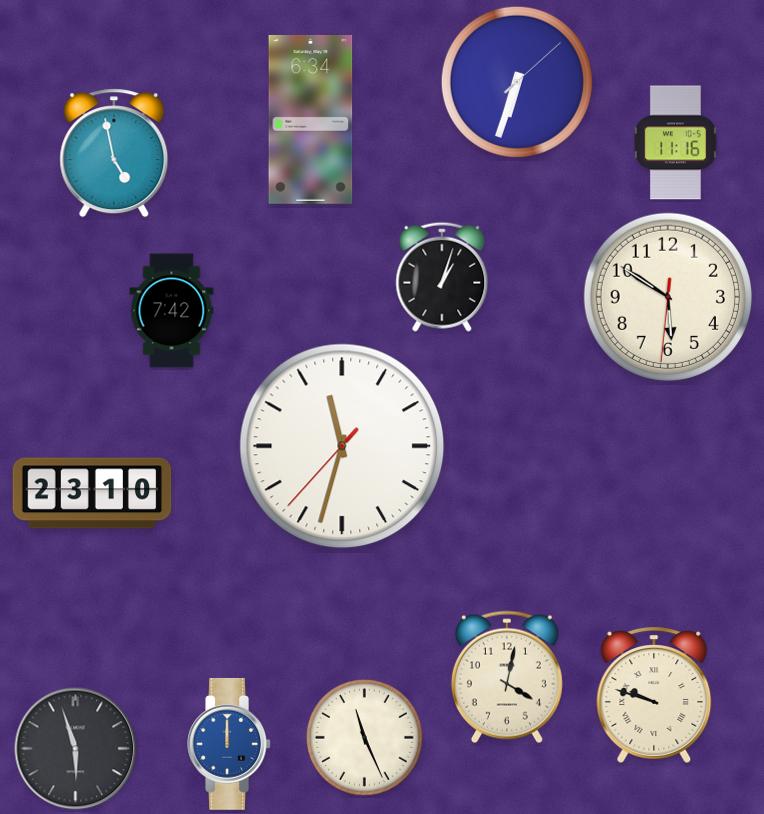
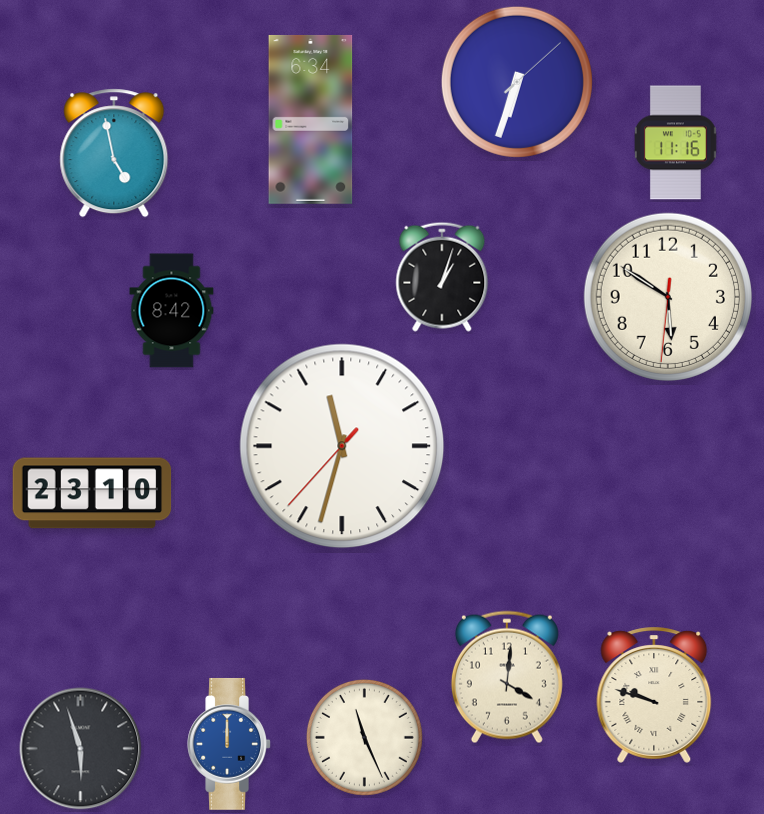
clock at (172, 311): 7:42 -> 8:42
clock at (507, 677): 4:02 -> 4:01
clock at (76, 749) position: (76, 749) -> (81, 749)
